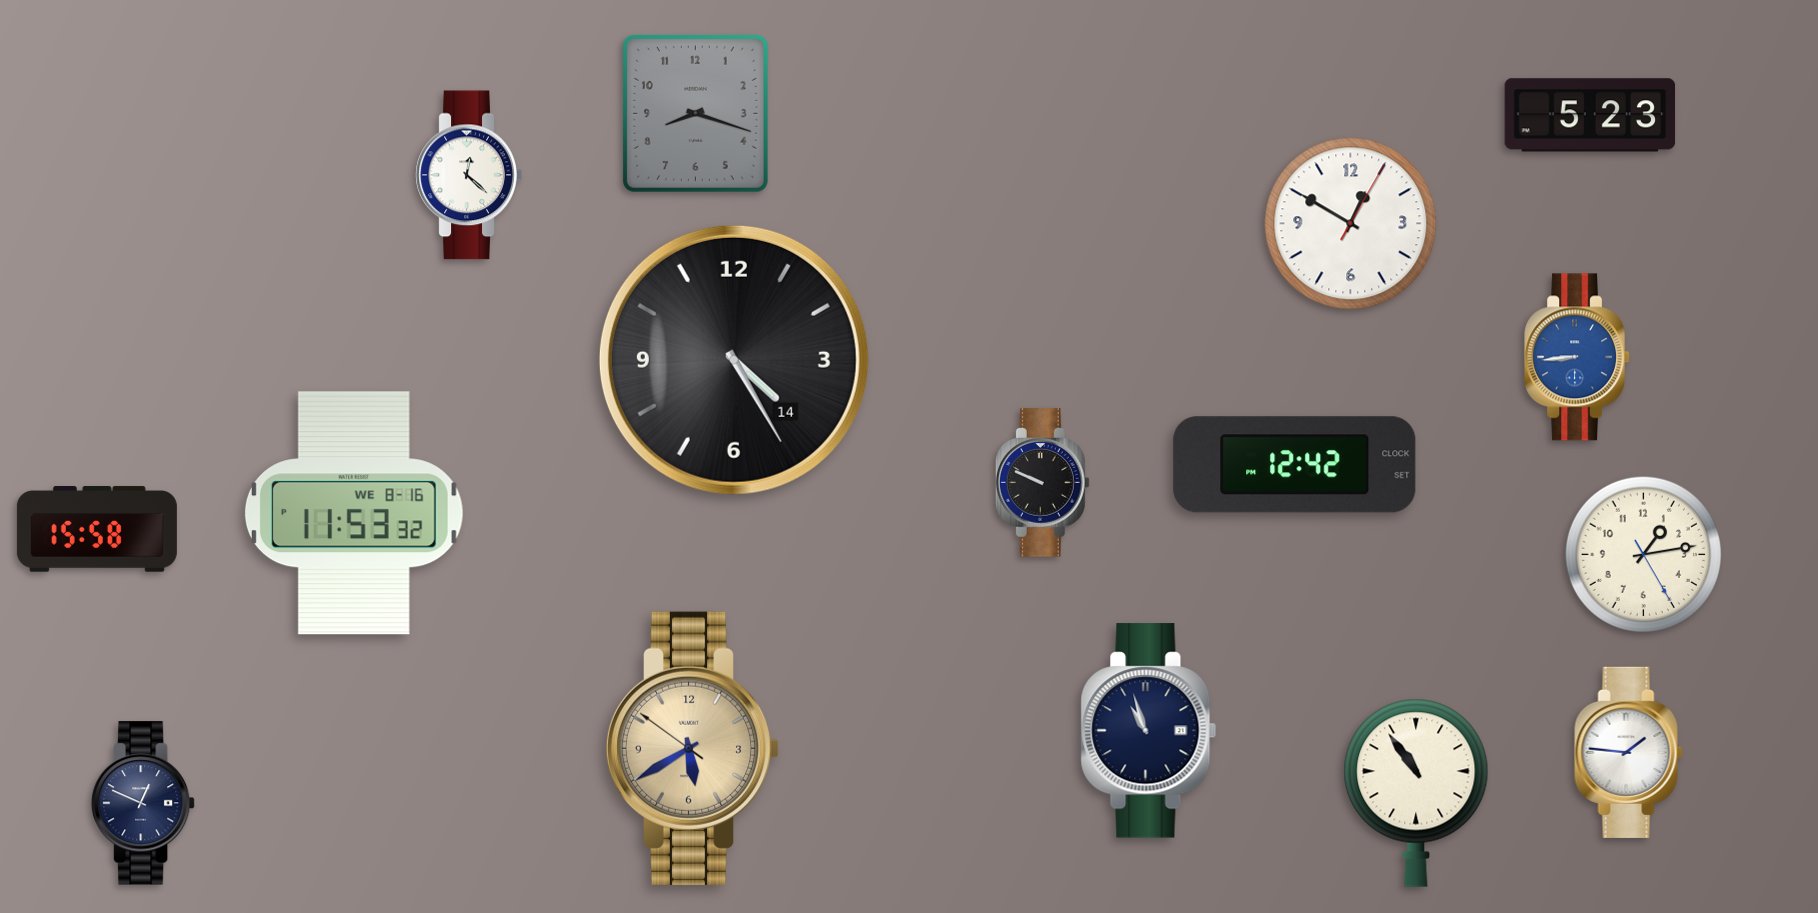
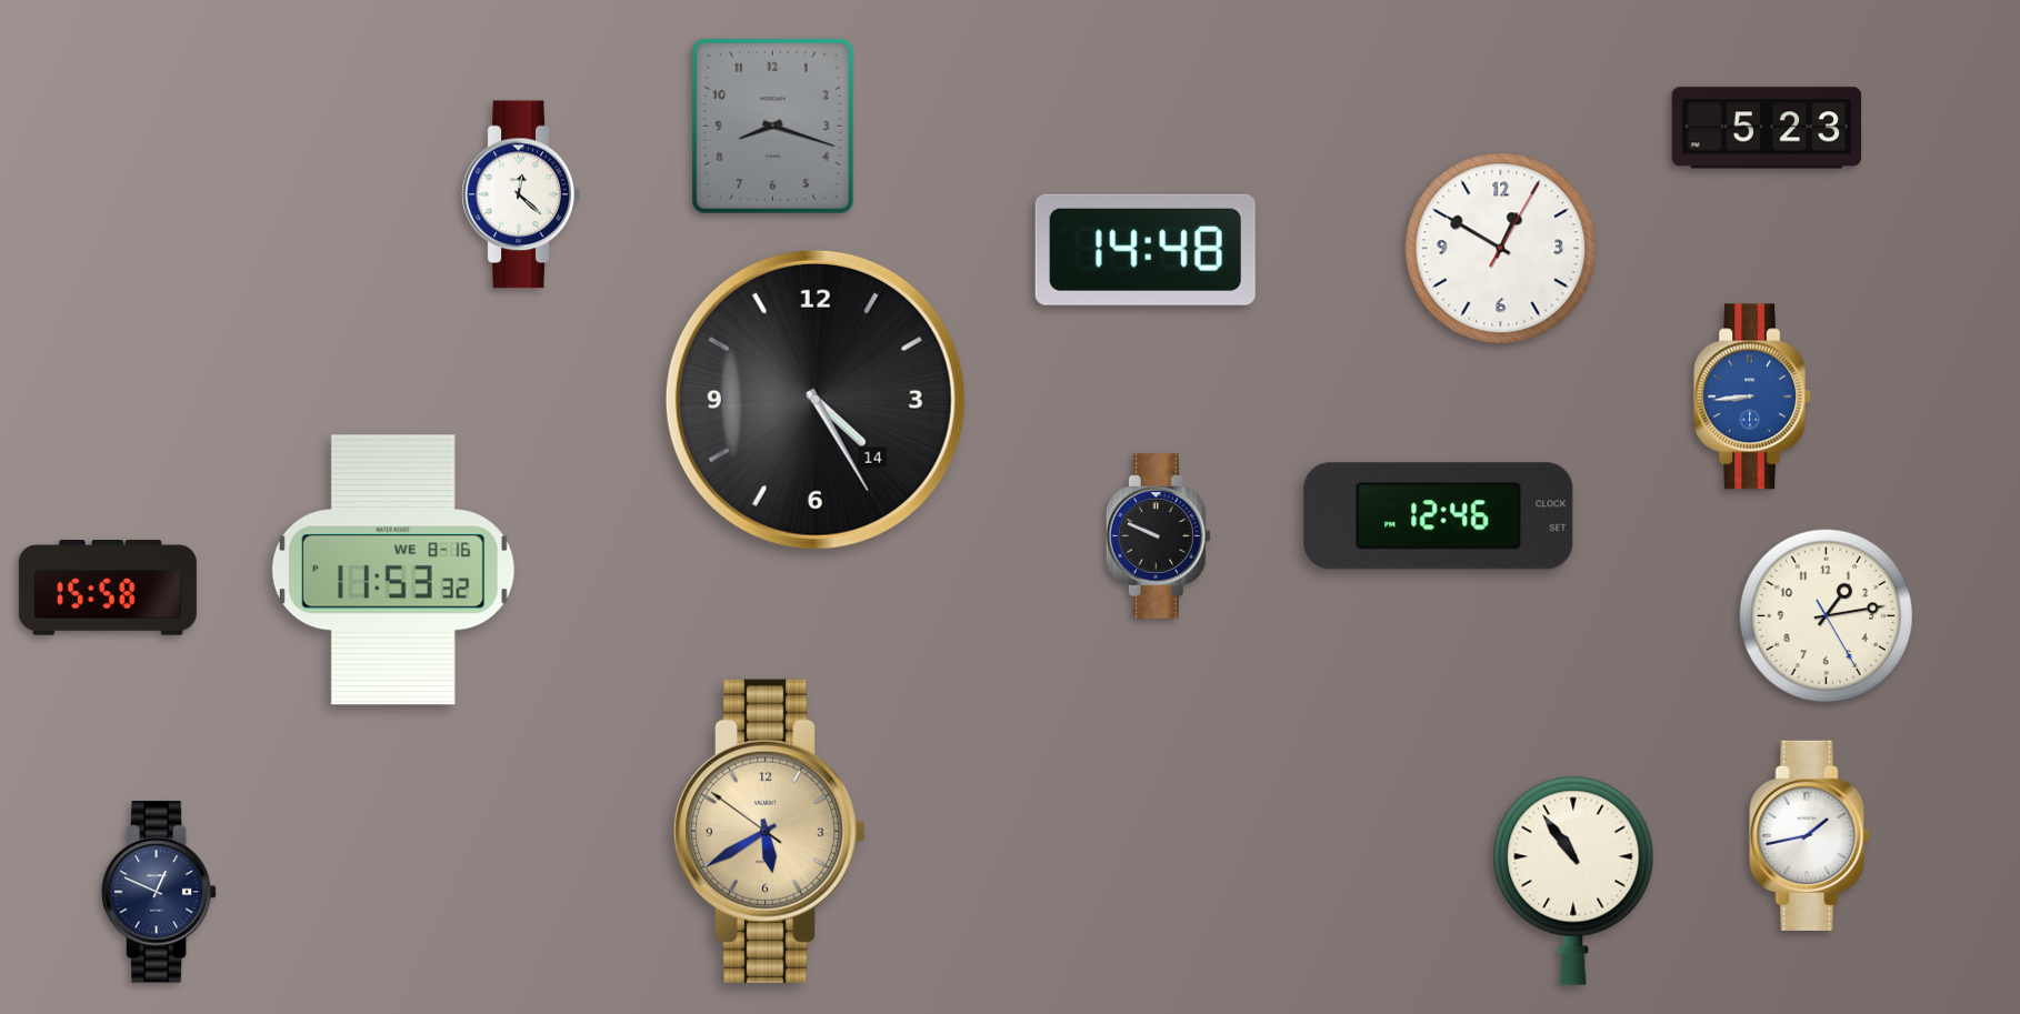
clock at (1146, 250): none -> 14:48
clock at (1295, 465): 12:42 -> 12:46
clock at (1149, 731): 10:57 -> none
clock at (1629, 752): 1:46 -> 1:43
